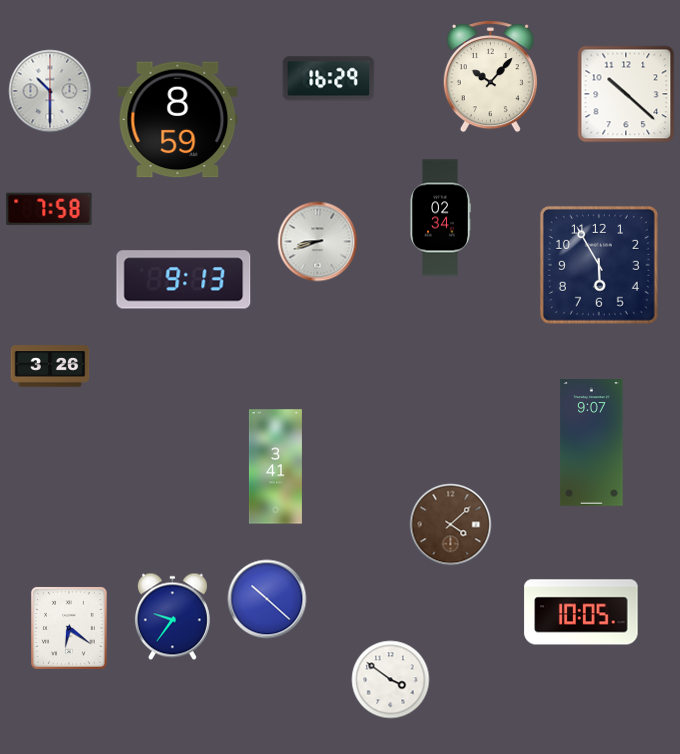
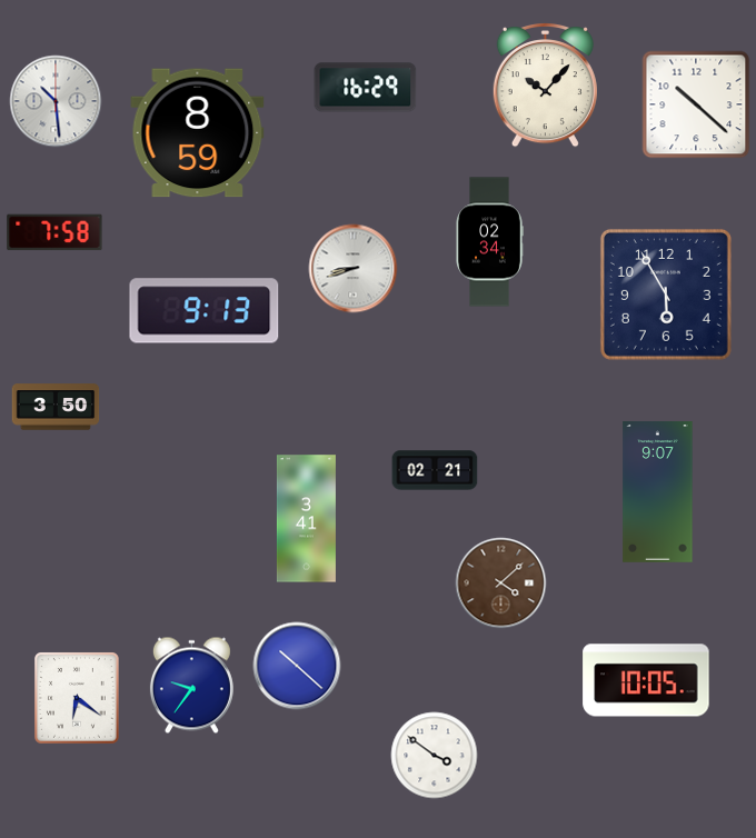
clock at (50, 91): 10:30 -> 10:29
clock at (50, 366): 3:26 -> 3:50
clock at (435, 470): none -> 02:21
